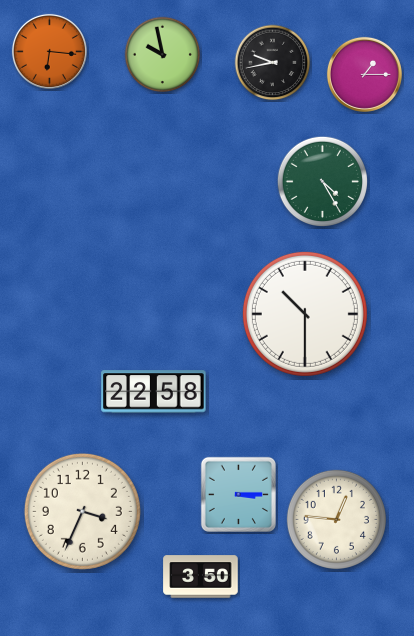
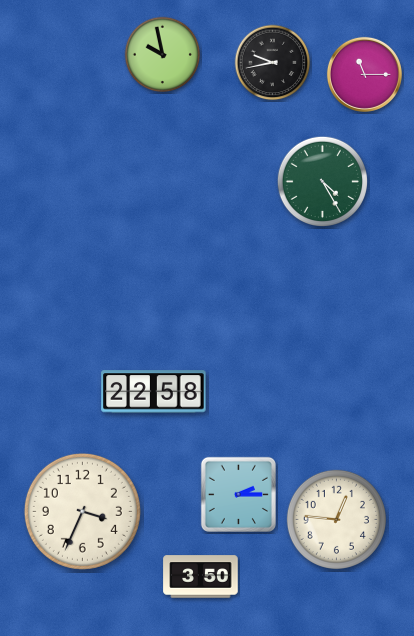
clock at (49, 51): 6:16 -> none
clock at (364, 74): 1:15 -> 11:15
clock at (305, 314): 10:30 -> none
clock at (238, 494): 3:15 -> 2:15
